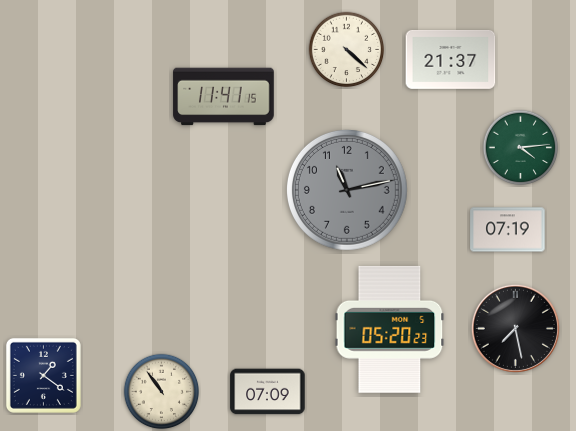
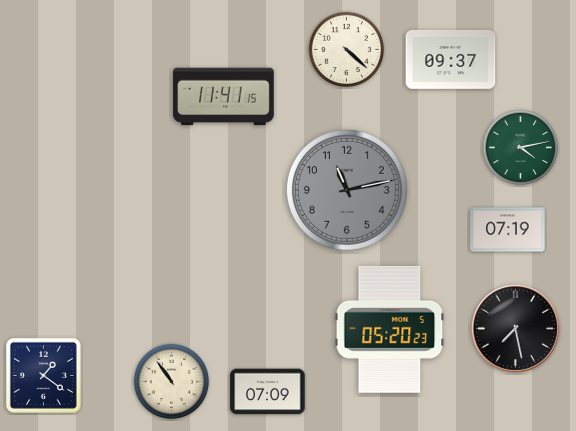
clock at (451, 59): 21:37 -> 09:37
clock at (521, 148): 4:14 -> 4:13
clock at (162, 392) position: (162, 392) -> (172, 382)
